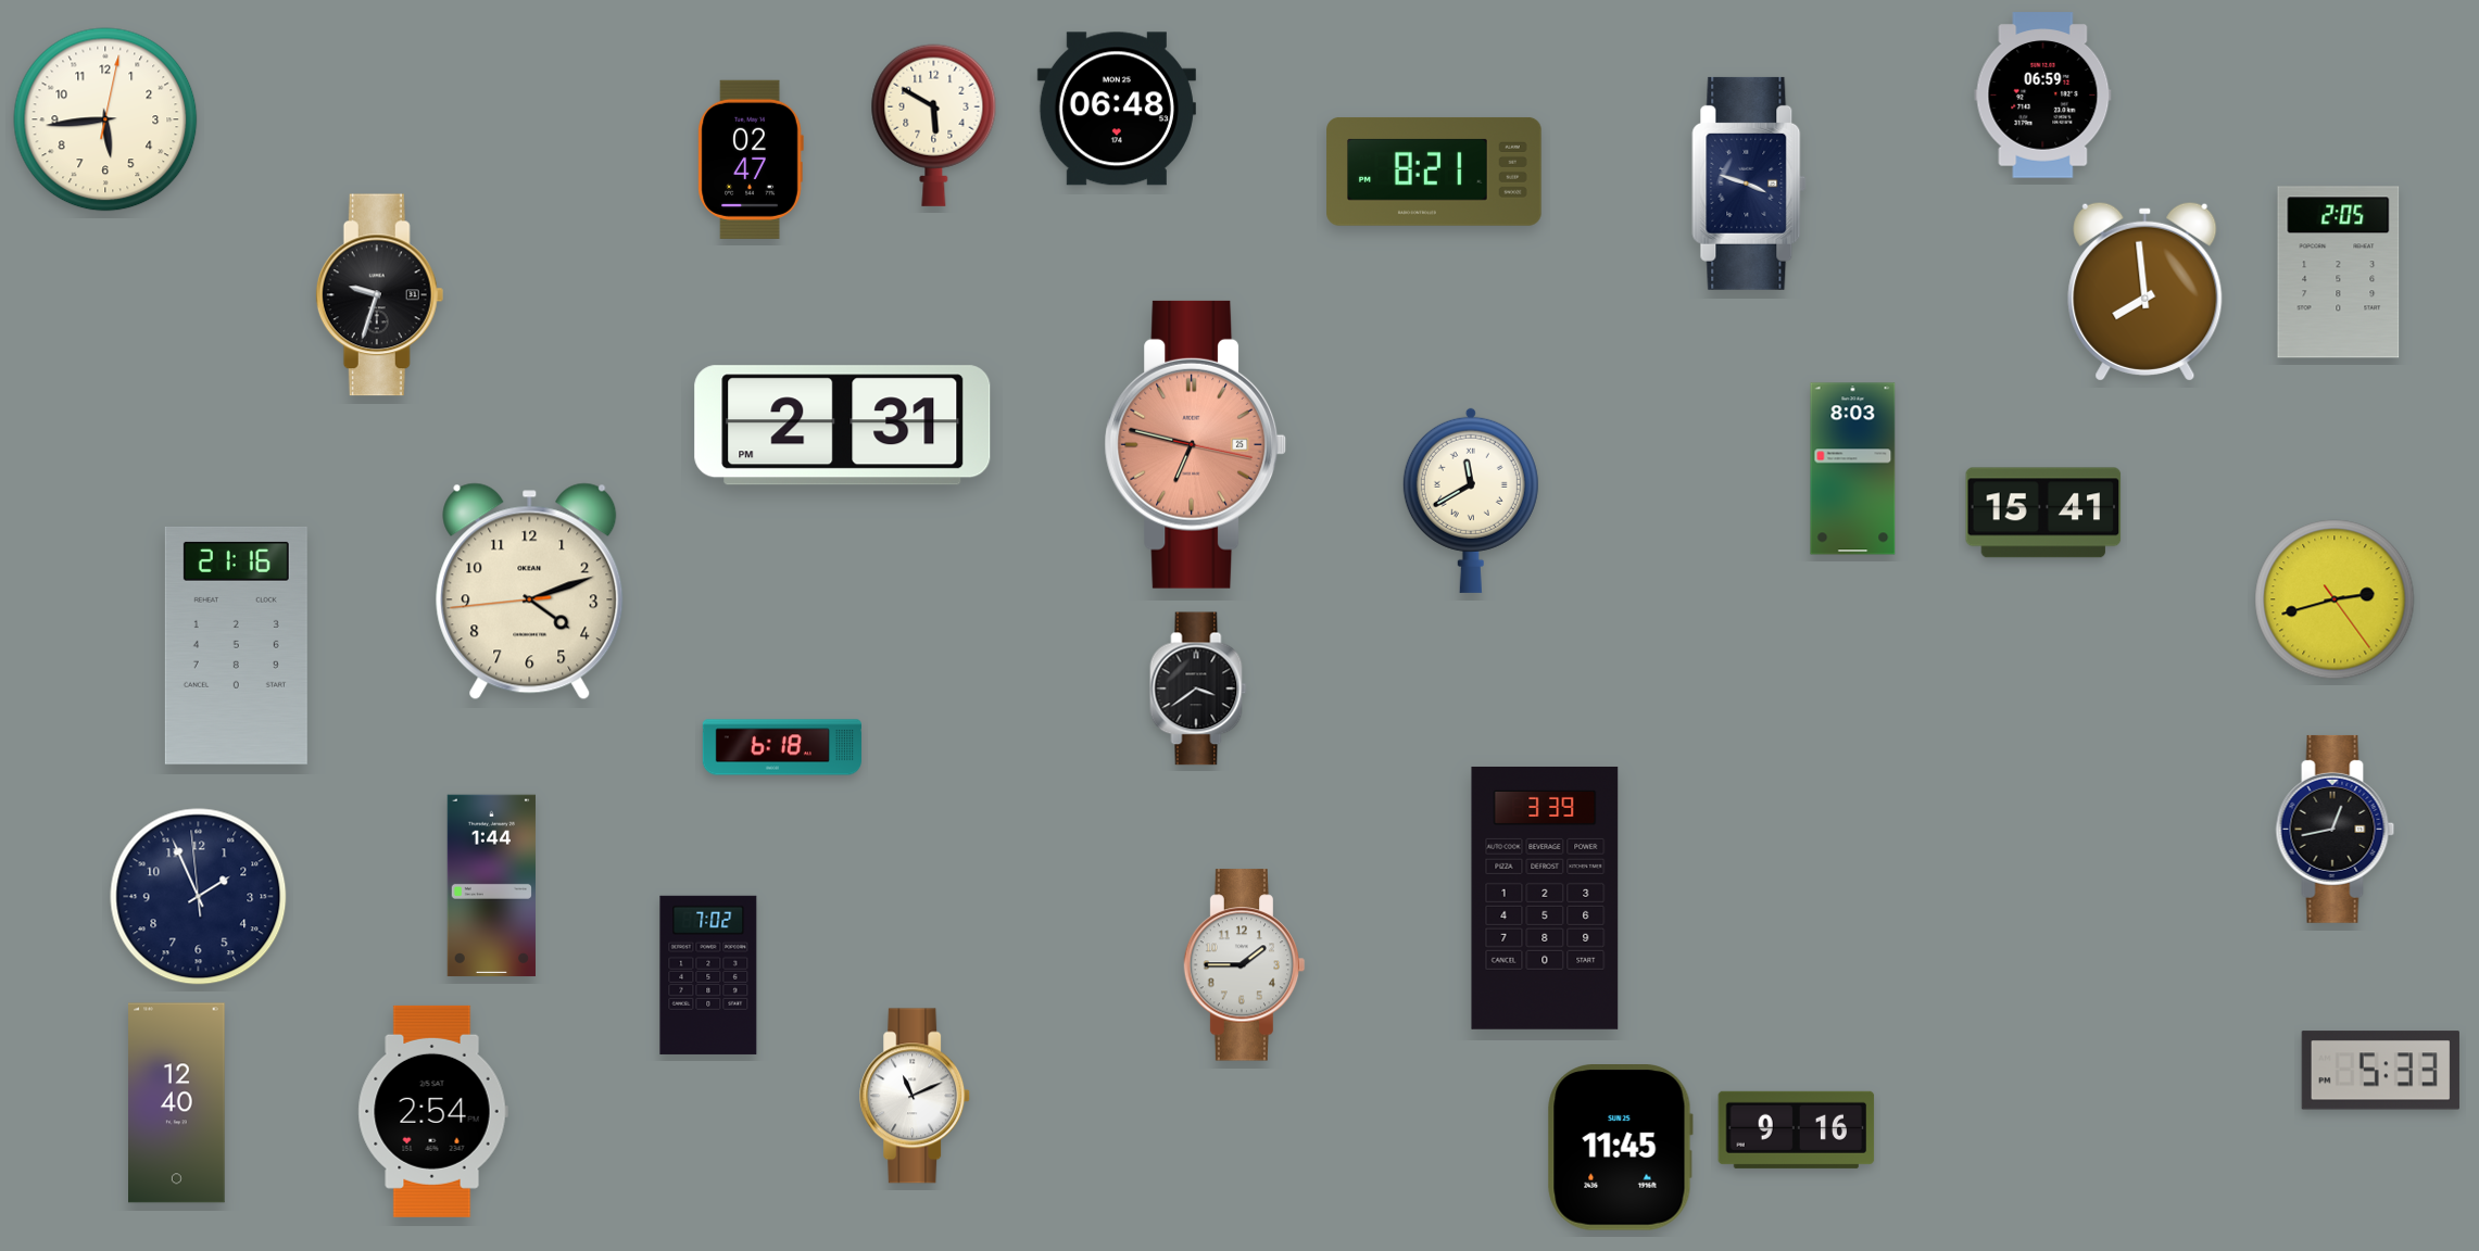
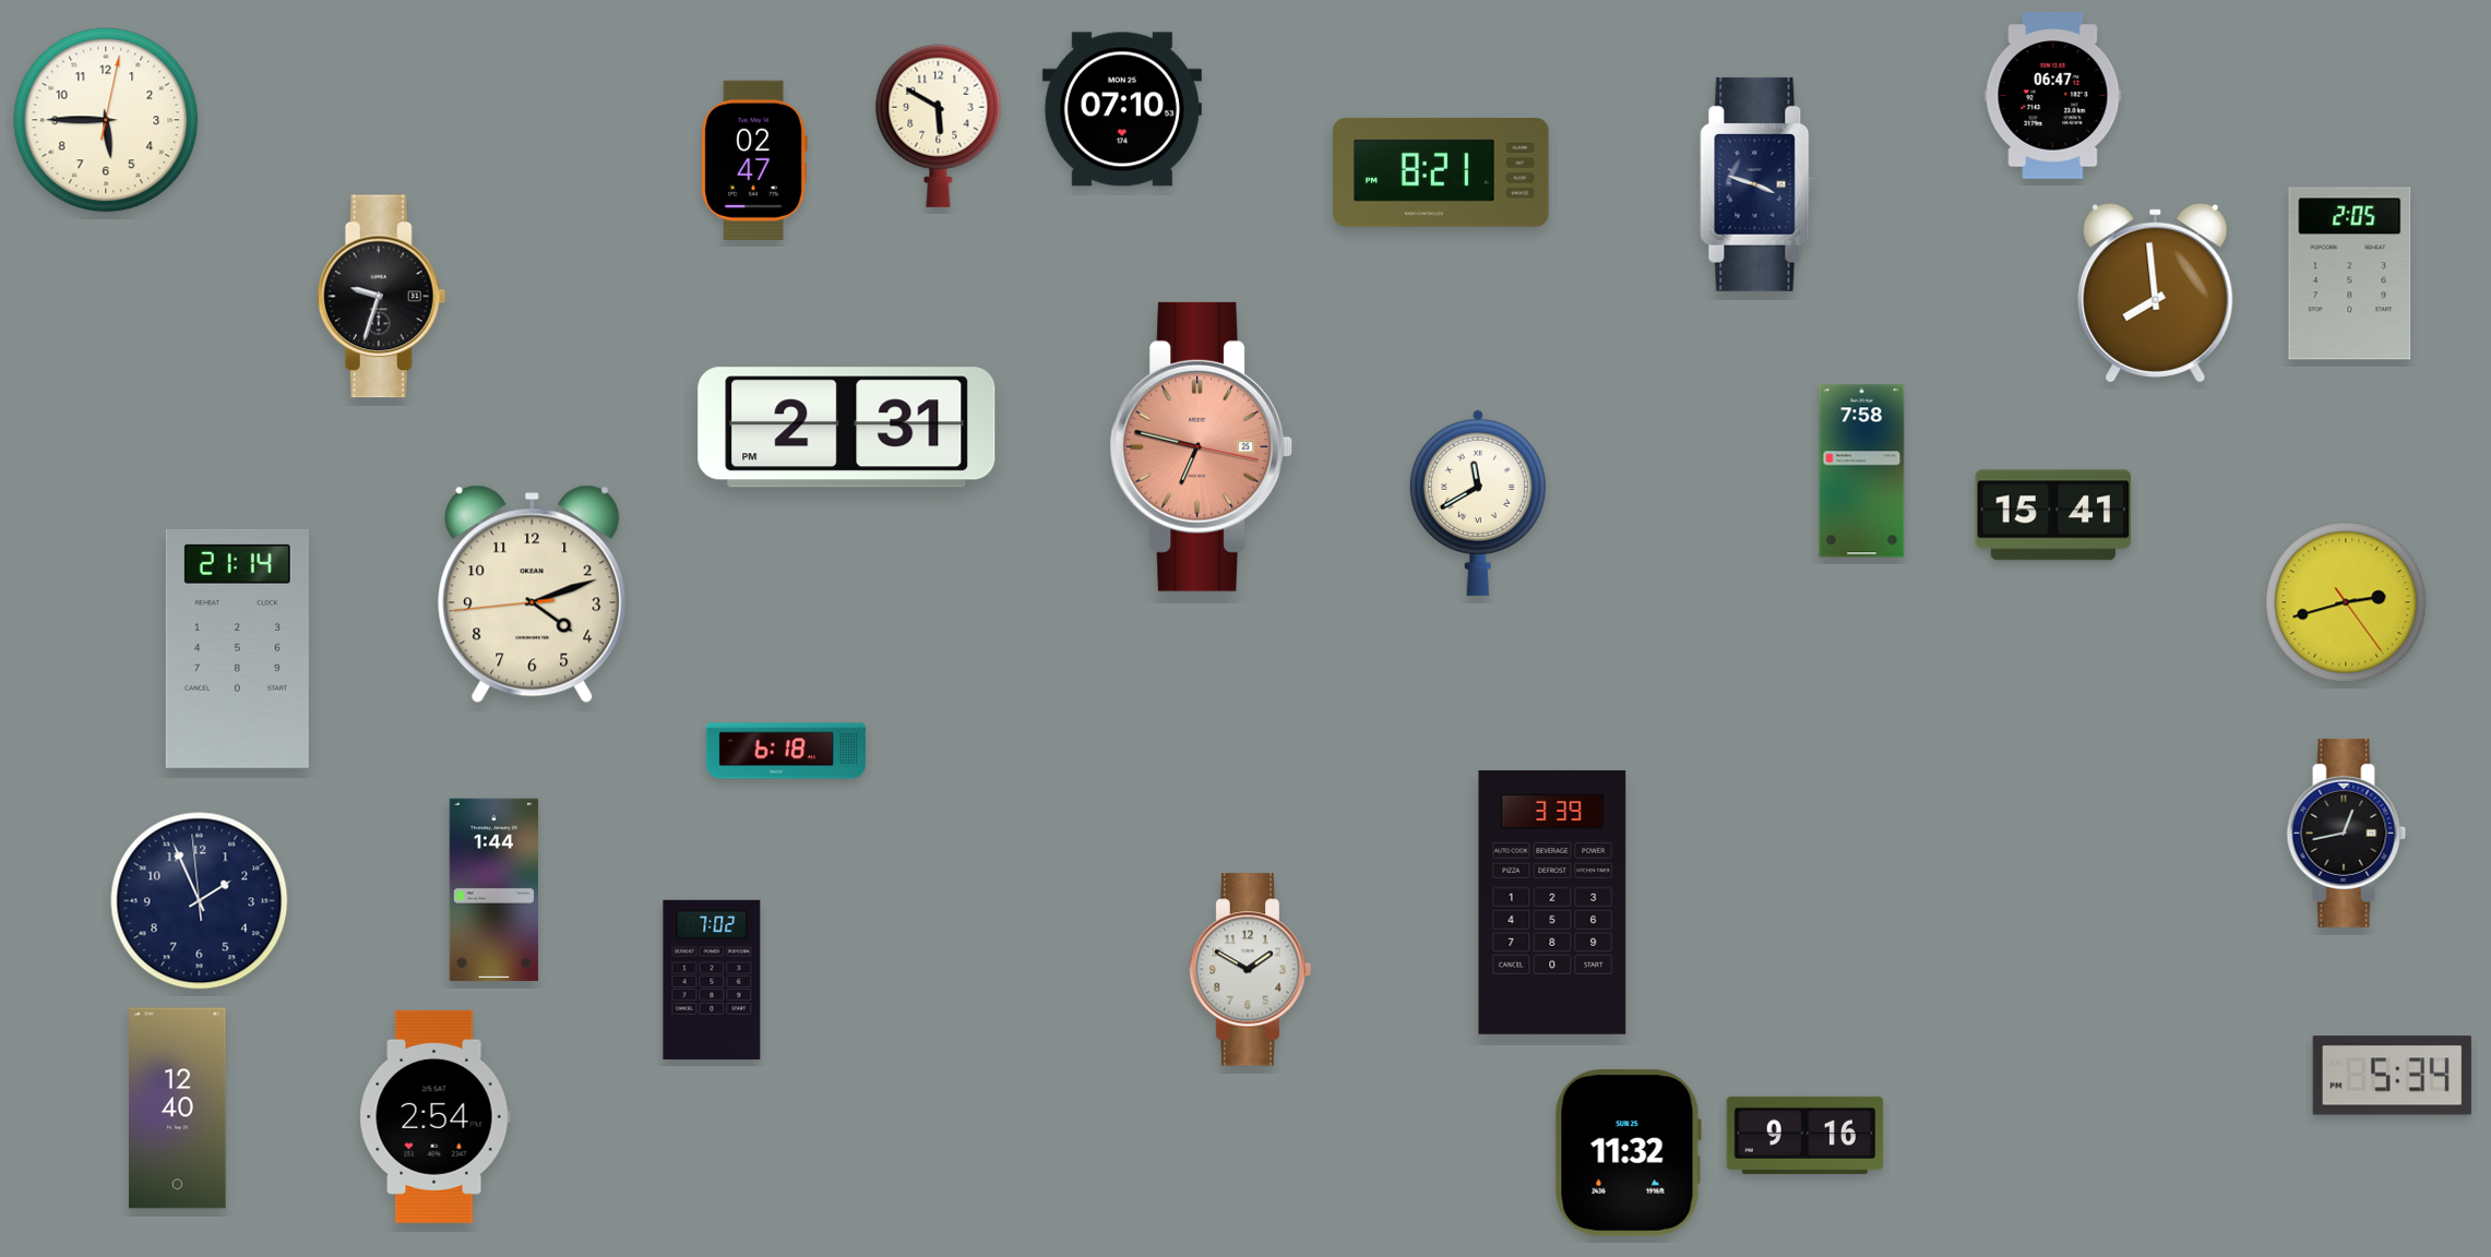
clock at (2043, 96): 06:59 -> 06:47
clock at (1117, 109): 06:48 -> 07:10
clock at (105, 119): 5:44 -> 5:45
clock at (1853, 469): 8:03 -> 7:58
clock at (236, 645): 21:16 -> 21:14
clock at (1198, 688): 3:39 -> none
clock at (1245, 965): 1:45 -> 1:50
clock at (2380, 1071): 5:33 -> 5:34
clock at (916, 1096): 11:11 -> none
clock at (1620, 1148): 11:45 -> 11:32
